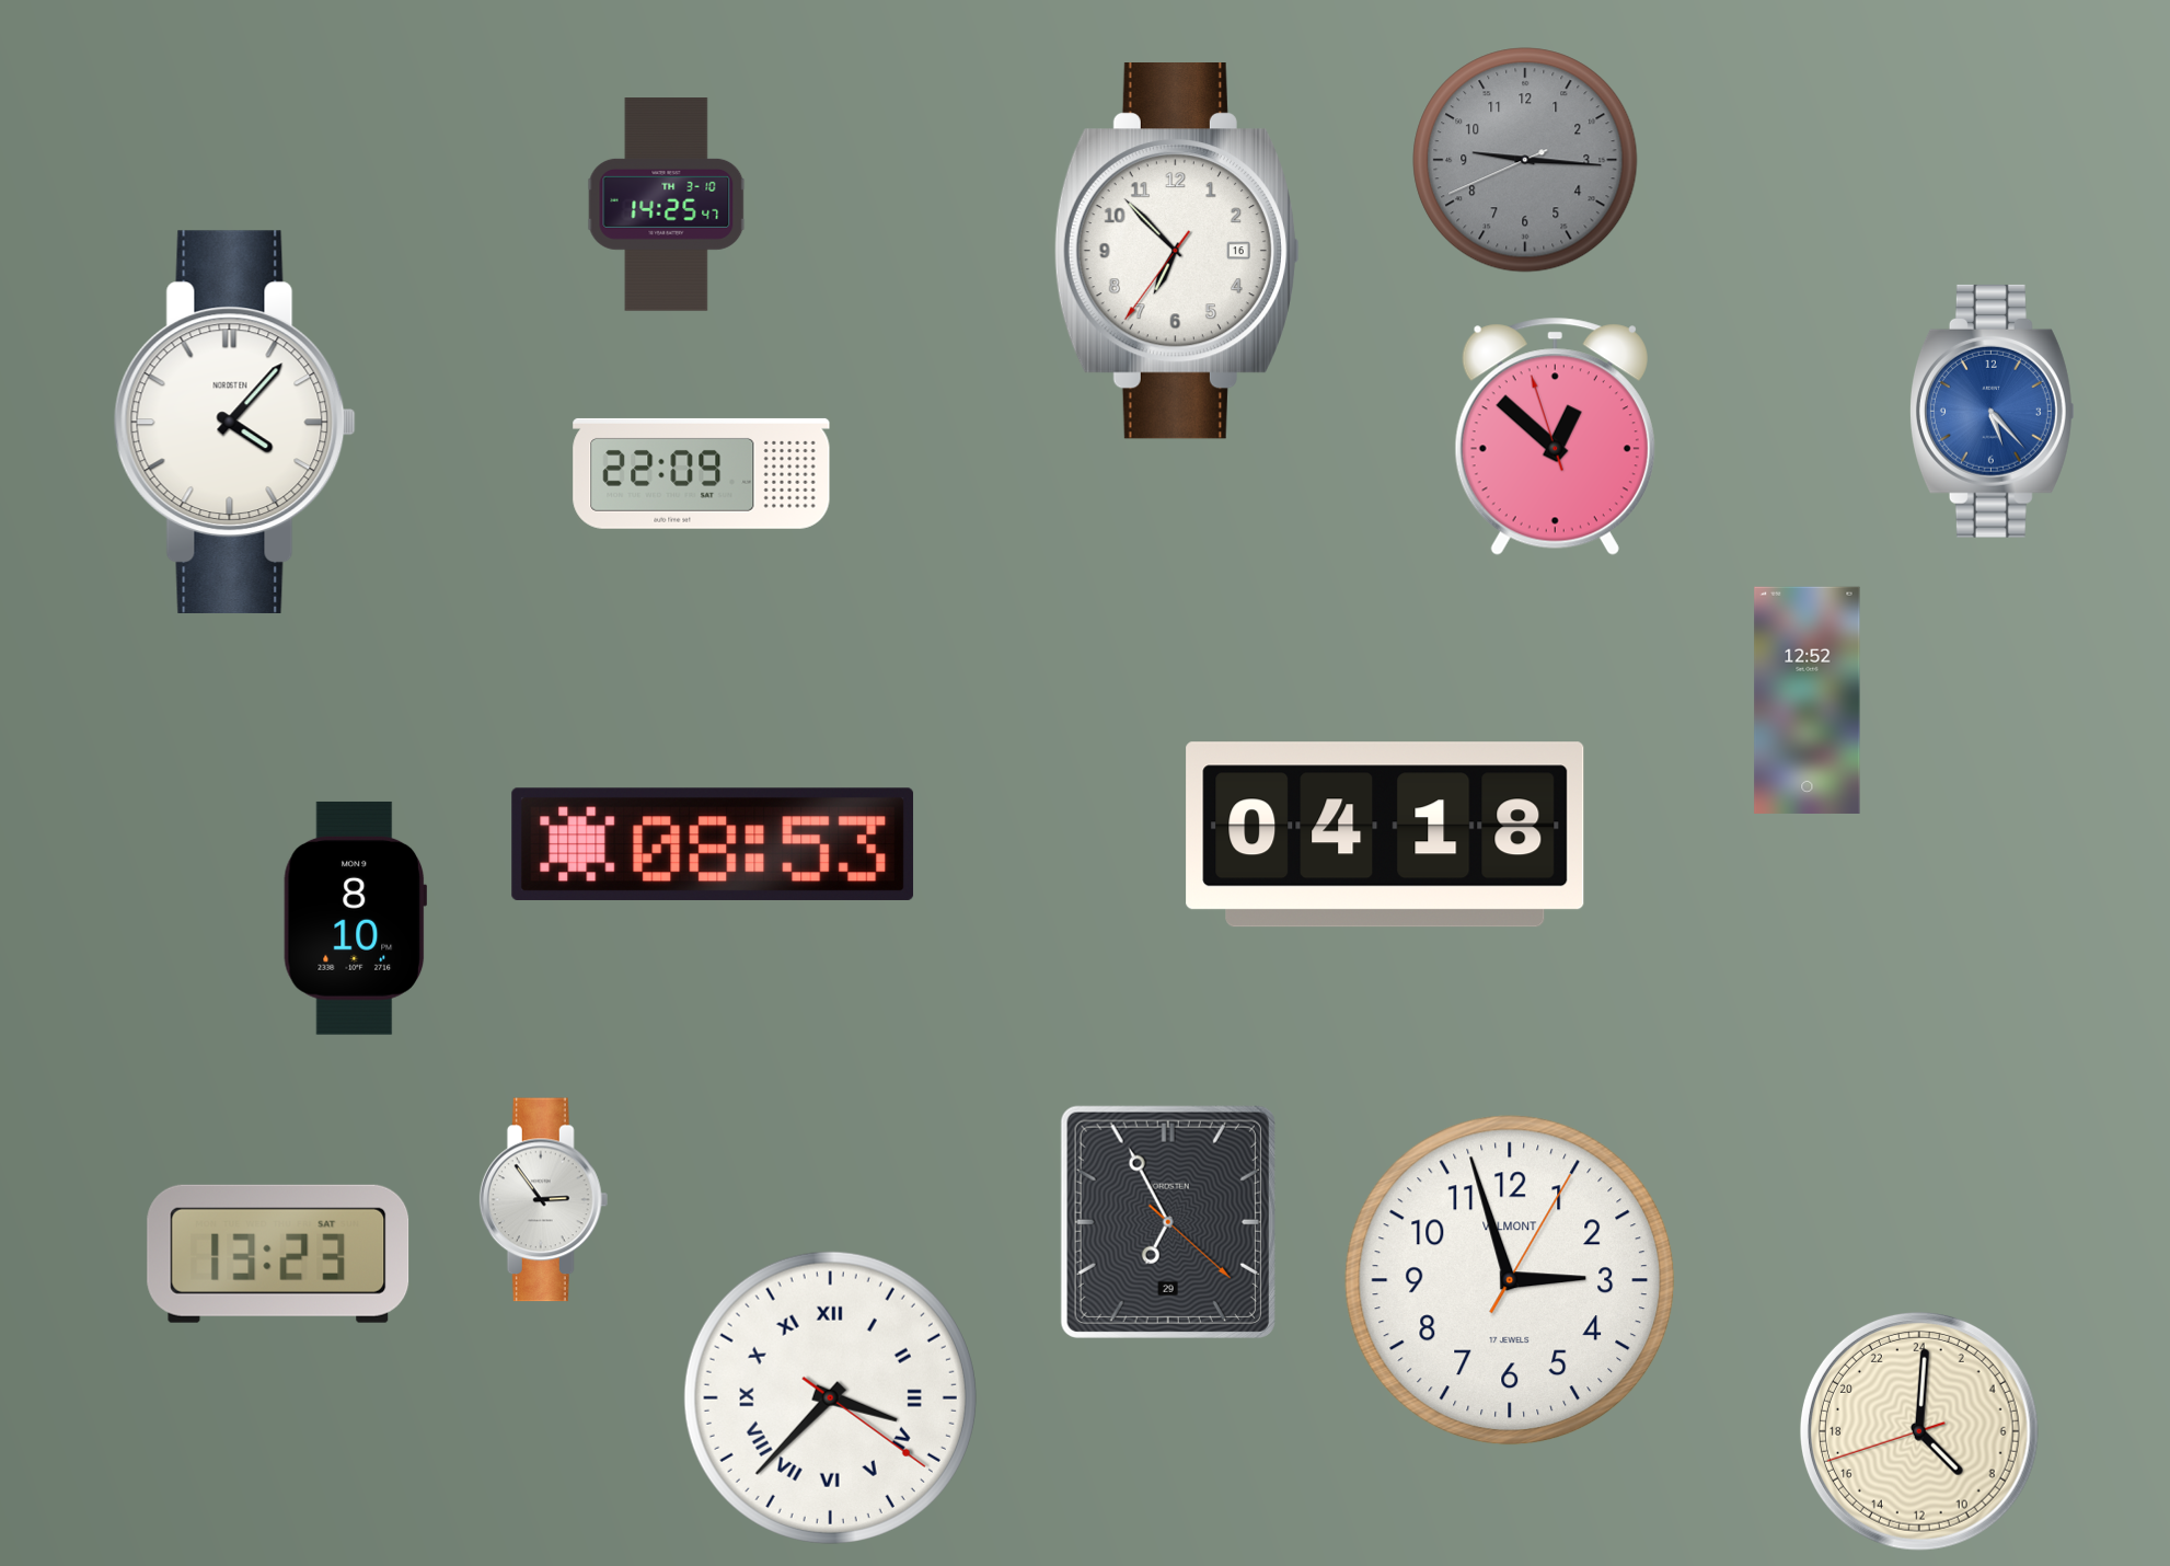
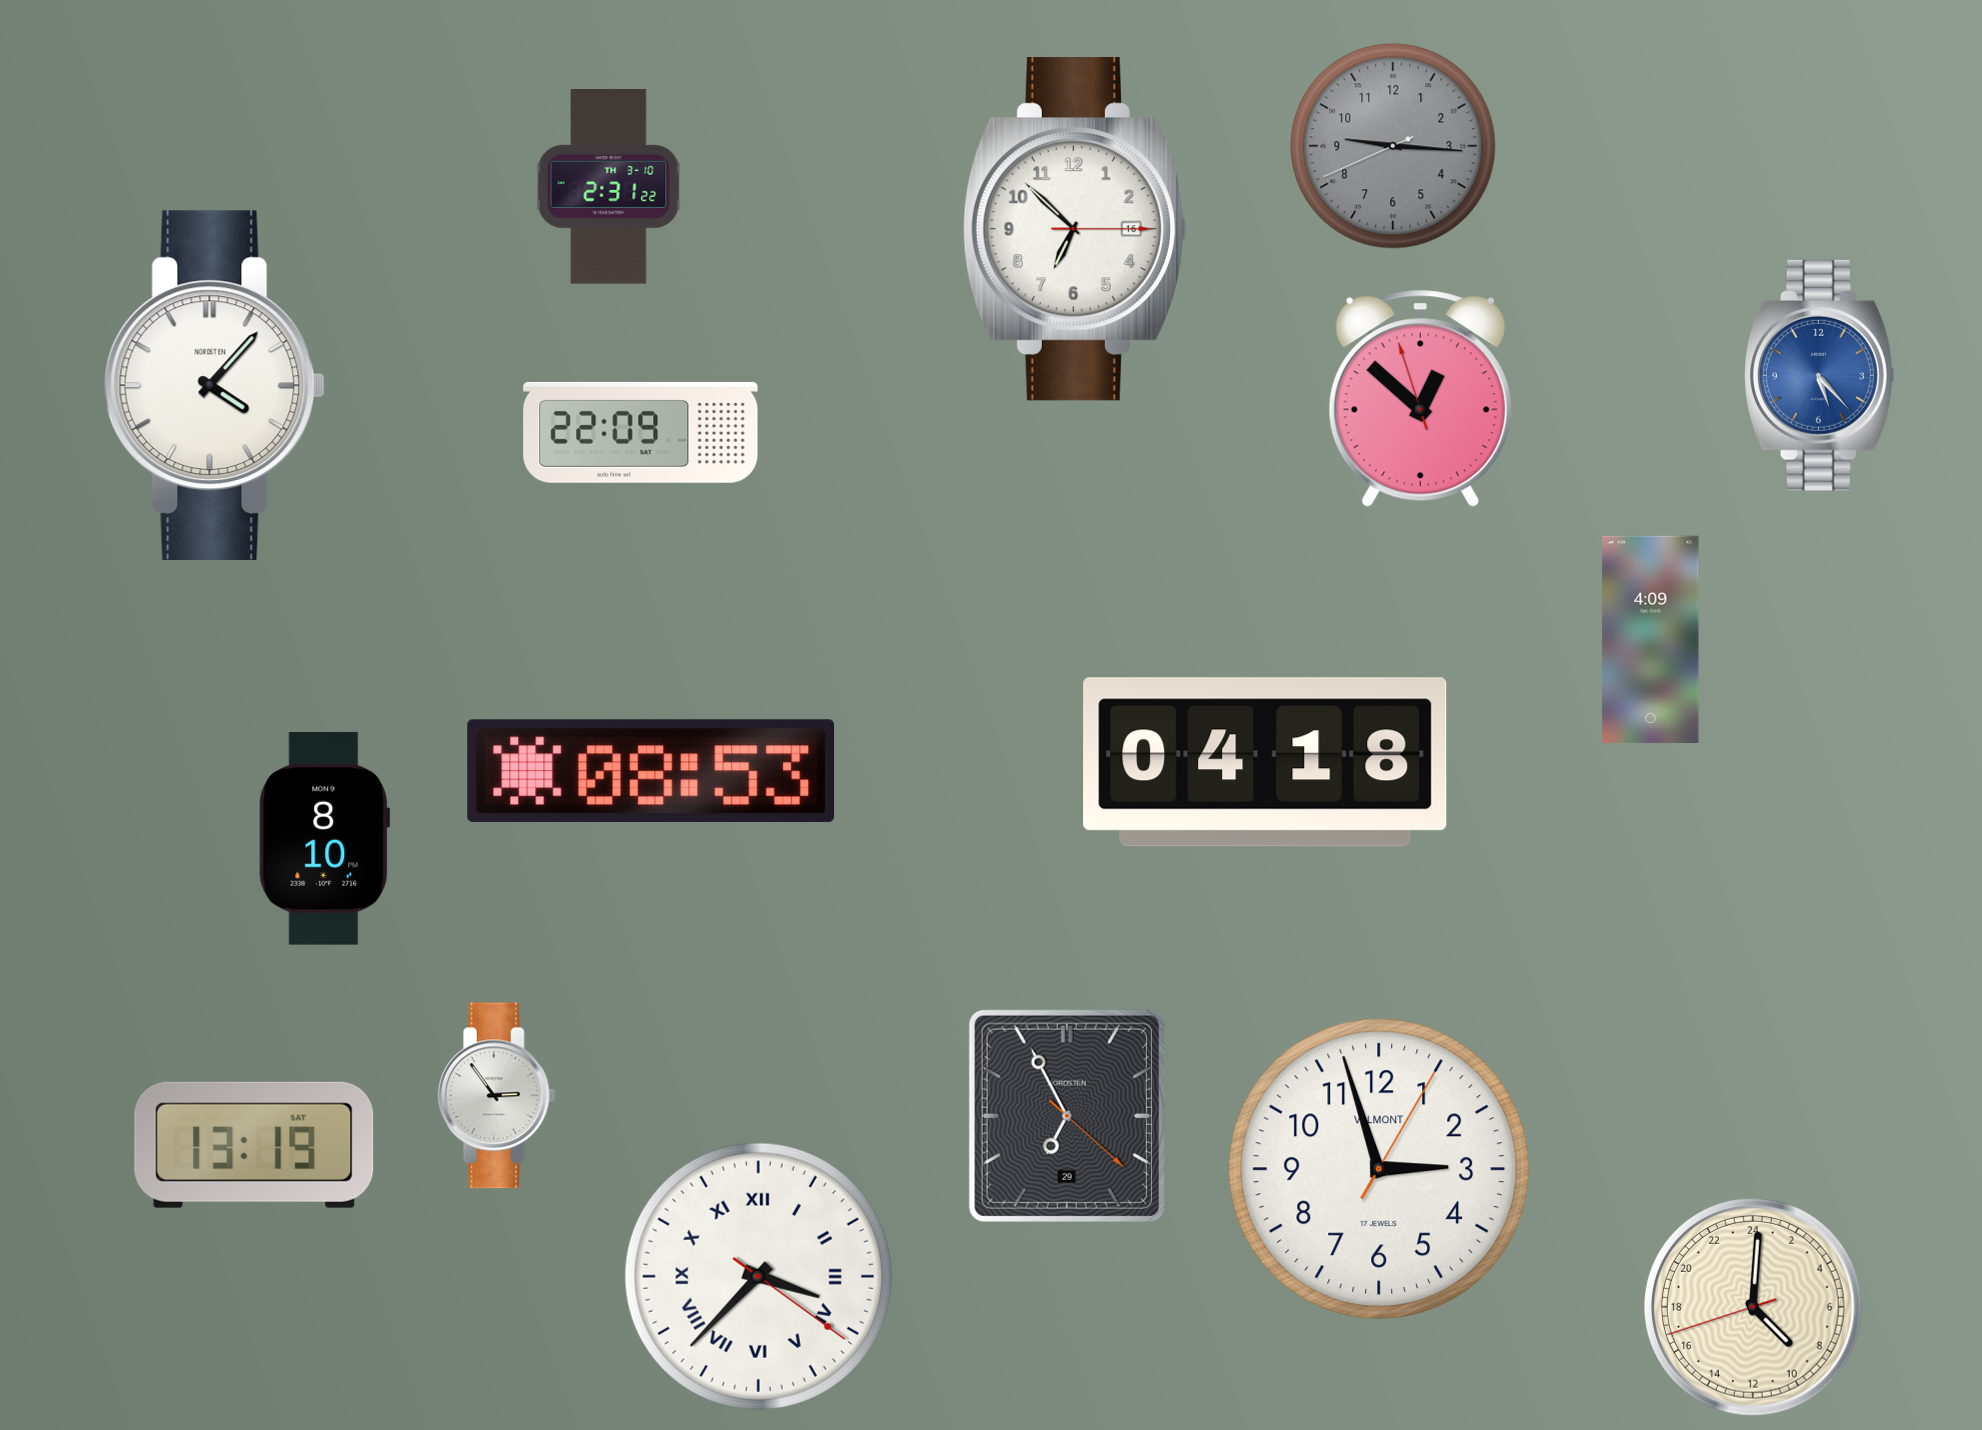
clock at (667, 205): 14:25 -> 2:31
clock at (1177, 252): 6:52:36 -> 6:52:15
clock at (1808, 700): 12:52 -> 4:09
clock at (278, 1254): 13:23 -> 13:19
